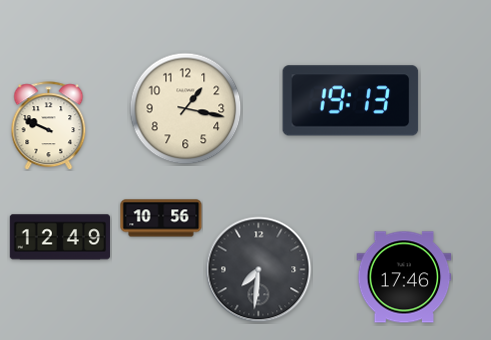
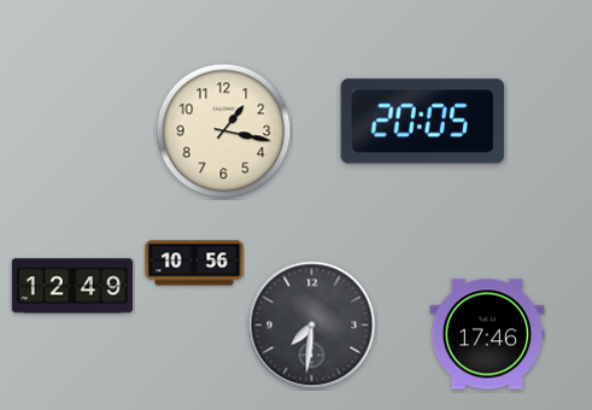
clock at (351, 101): 19:13 -> 20:05
clock at (49, 126): 9:49 -> none
